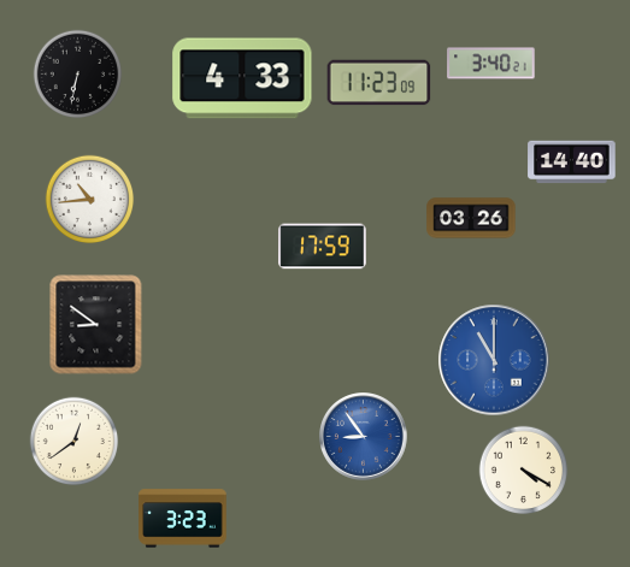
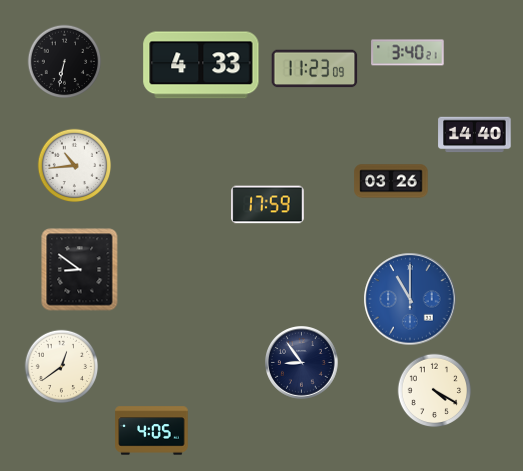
clock at (364, 437) dial: blue -> navy
clock at (183, 519): 3:23 -> 4:05
